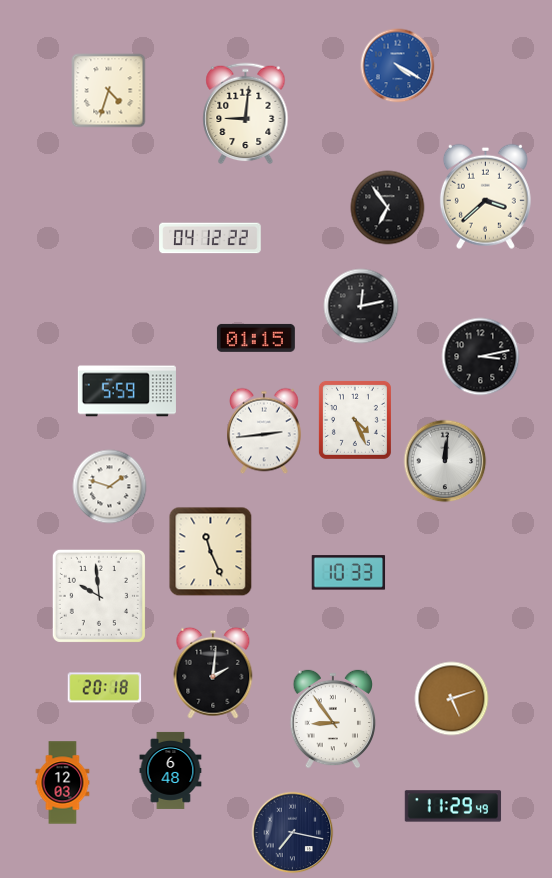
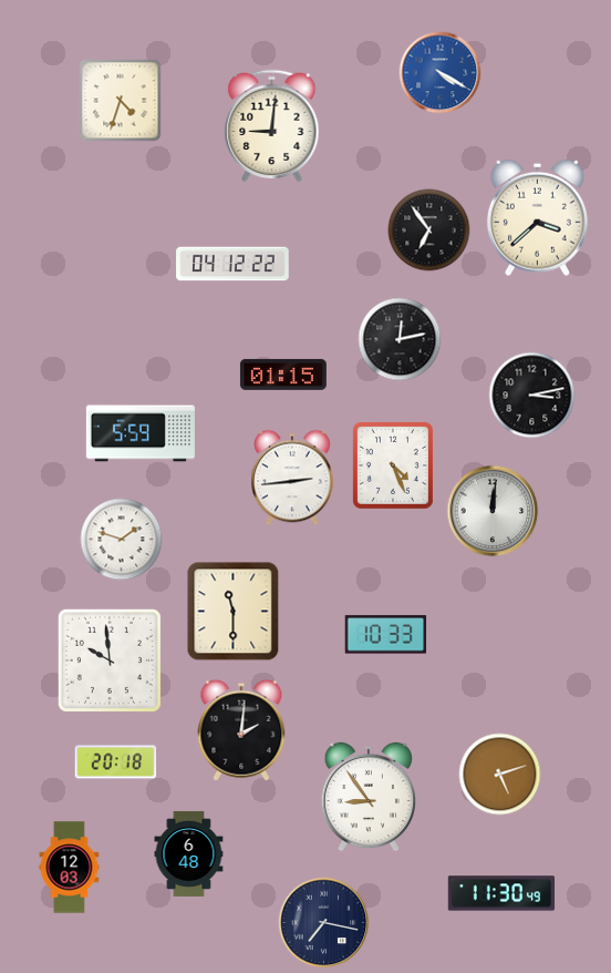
clock at (211, 552): 11:26 -> 11:30
clock at (213, 673) position: (213, 673) -> (241, 730)
clock at (453, 806): 11:29 -> 11:30
